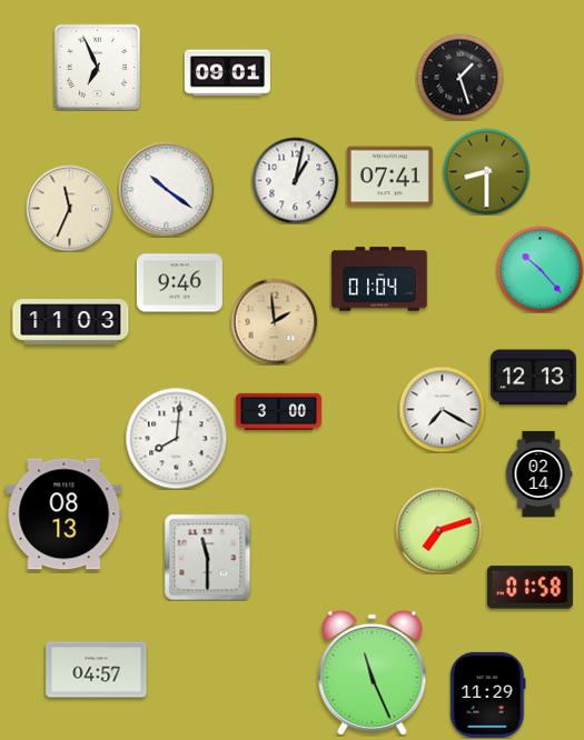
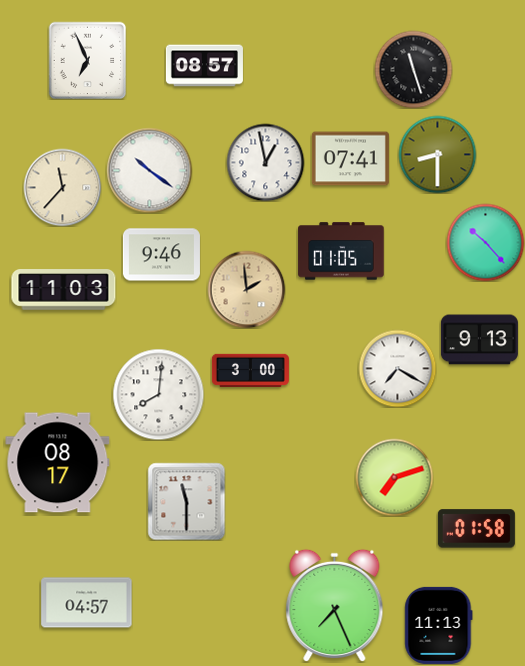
clock at (227, 73): 09:01 -> 08:57
clock at (459, 77): 1:27 -> 11:27
clock at (295, 180): 1:02 -> 12:58
clock at (69, 208): 11:34 -> 11:37
clock at (379, 279): 01:04 -> 01:05
clock at (533, 378): 12:13 -> 9:13
clock at (538, 473): 02:14 -> none
clock at (65, 514): 08:13 -> 08:17
clock at (373, 672): 11:26 -> 7:26
clock at (488, 694): 11:29 -> 11:13
